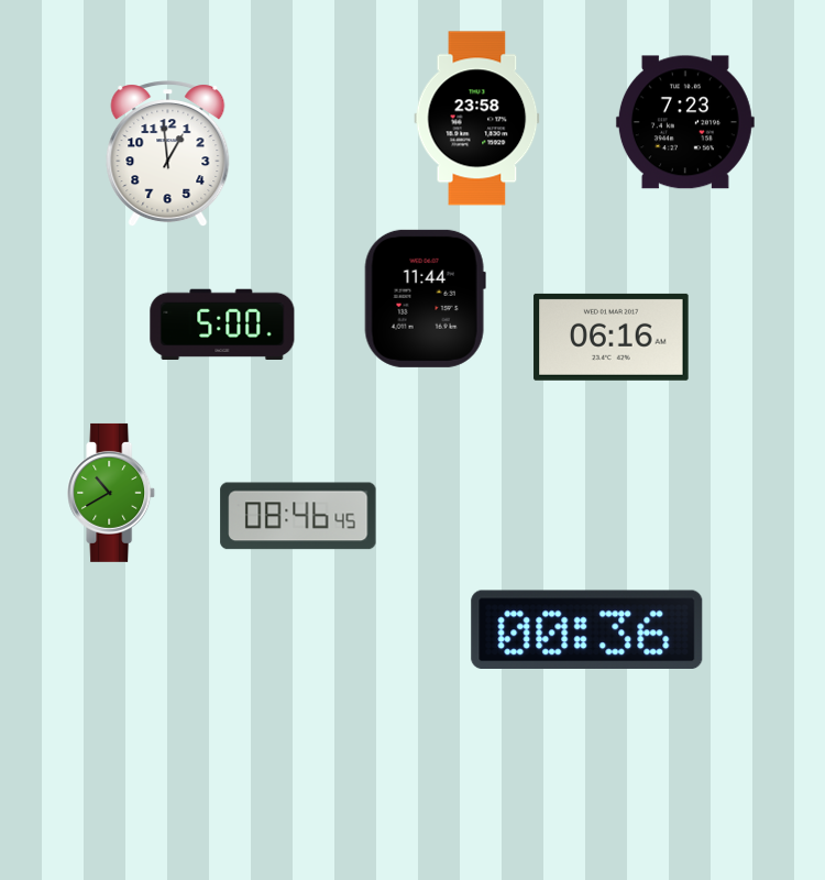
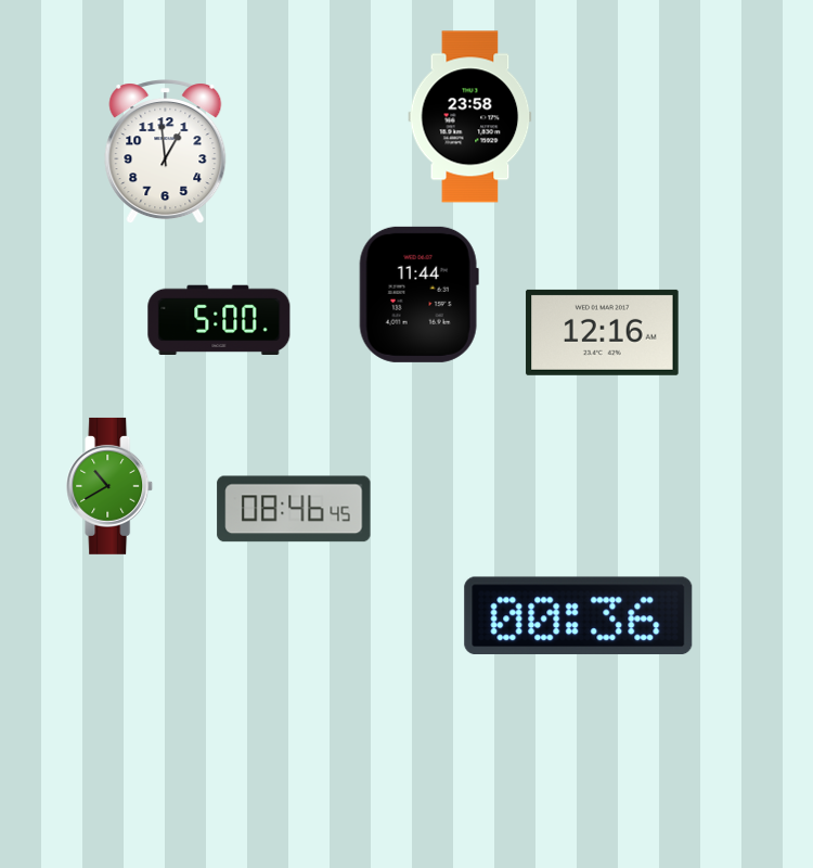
clock at (685, 122): 7:23 -> none
clock at (612, 337): 06:16 -> 12:16
clock at (587, 629) position: (587, 629) -> (579, 615)
